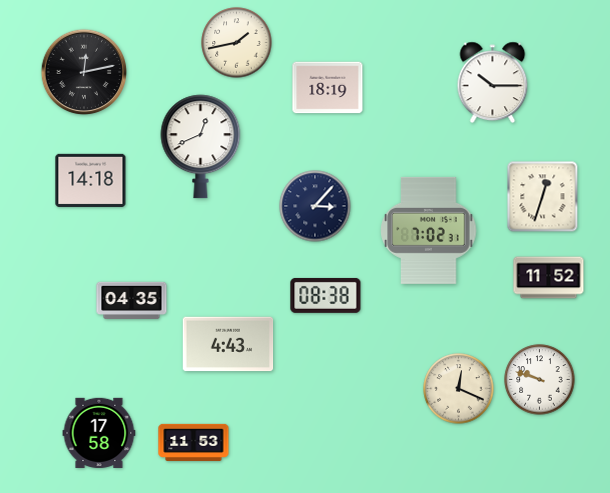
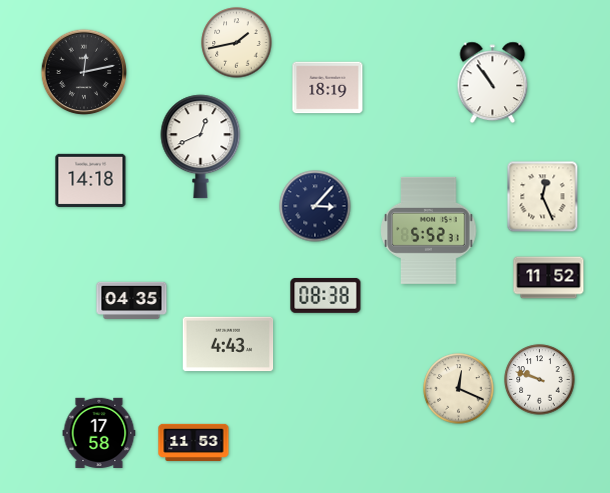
clock at (493, 83): 10:15 -> 10:54
clock at (543, 197): 12:33 -> 12:26
clock at (429, 230): 7:02 -> 5:52
